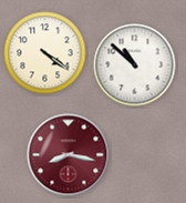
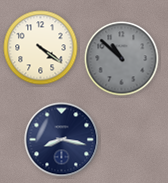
clock at (135, 65) dial: white -> grey
clock at (69, 155) dial: burgundy -> navy
